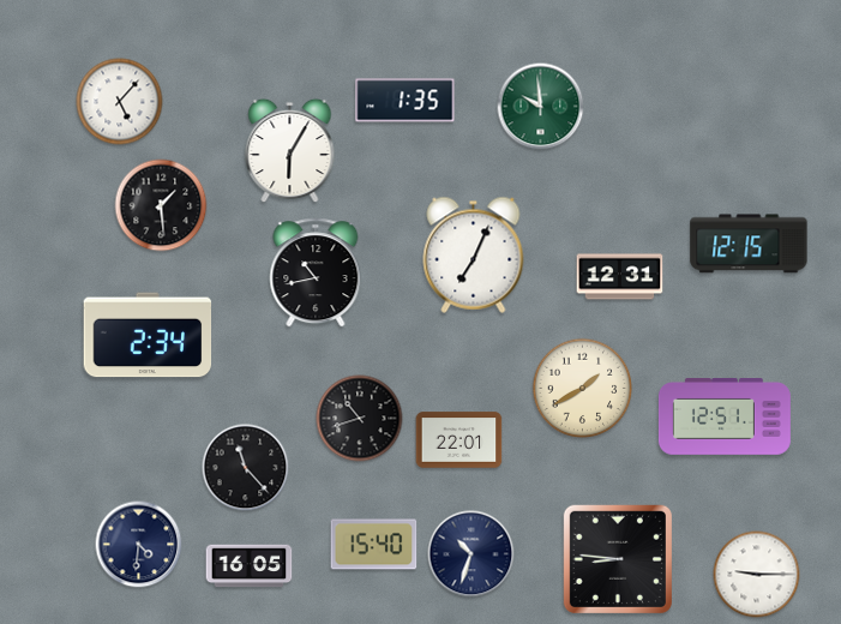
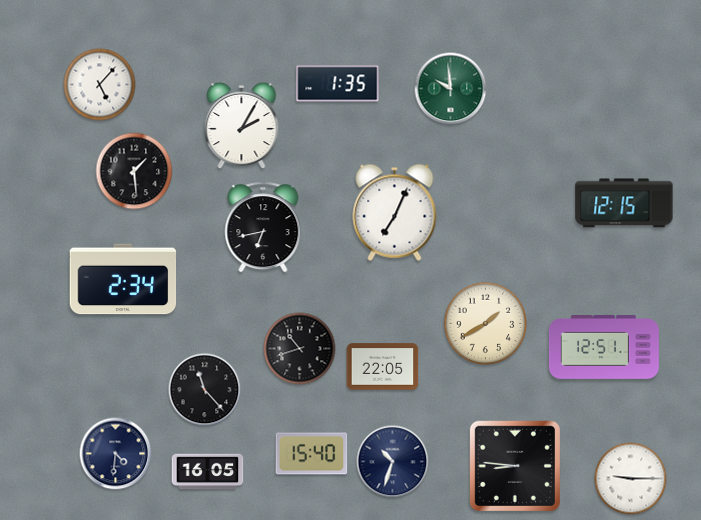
clock at (290, 151): 6:05 -> 2:05
clock at (316, 272): 10:43 -> 6:43
clock at (620, 277): 12:31 -> none
clock at (459, 440): 22:01 -> 22:05
